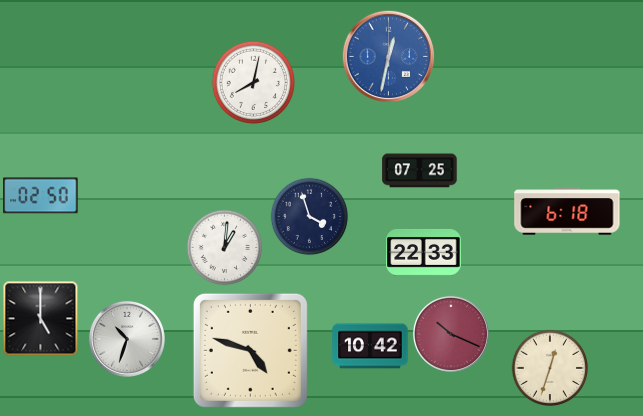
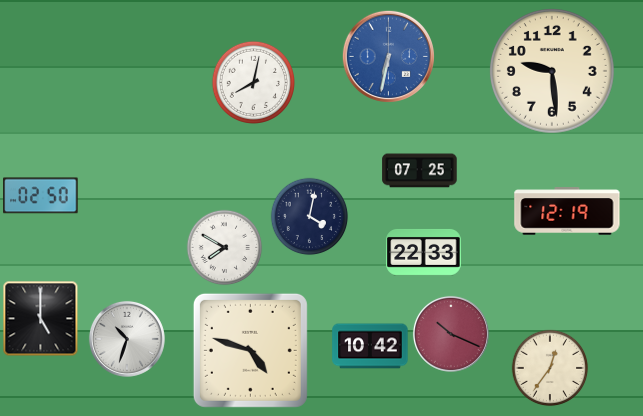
clock at (388, 56): 12:32 -> 6:32
clock at (552, 71): none -> 9:29
clock at (567, 211): 6:18 -> 12:19
clock at (310, 217): 3:57 -> 4:02
clock at (225, 248): 1:01 -> 7:50
clock at (550, 368): 12:33 -> 12:36
